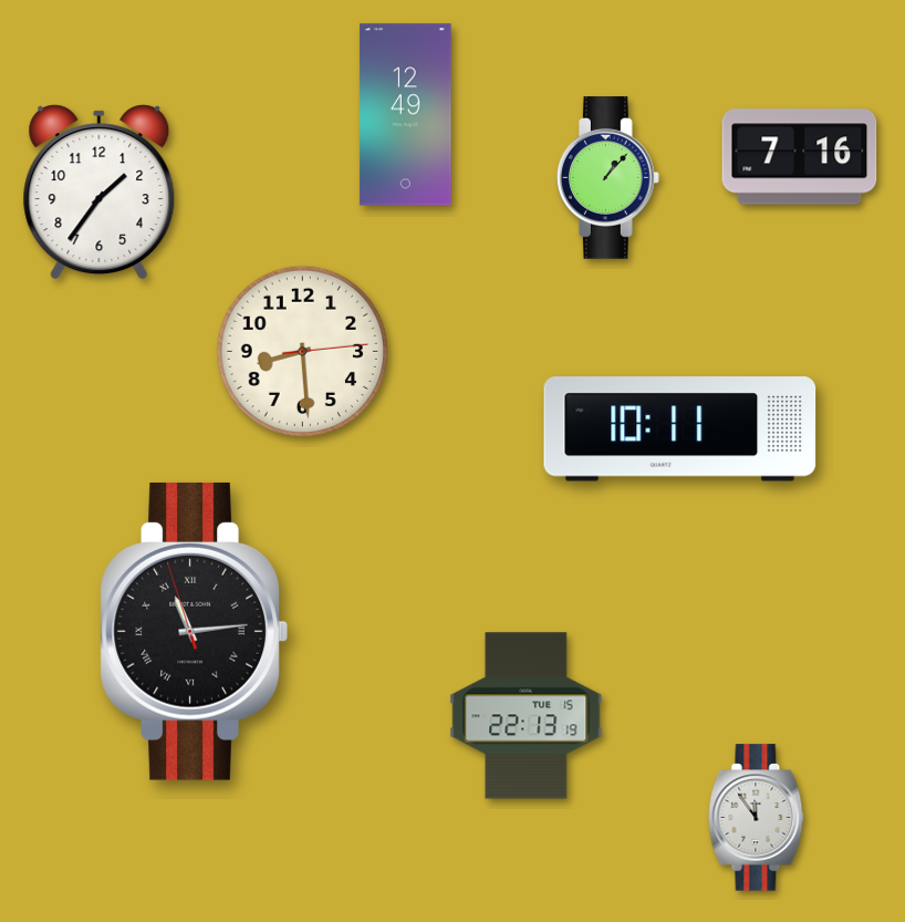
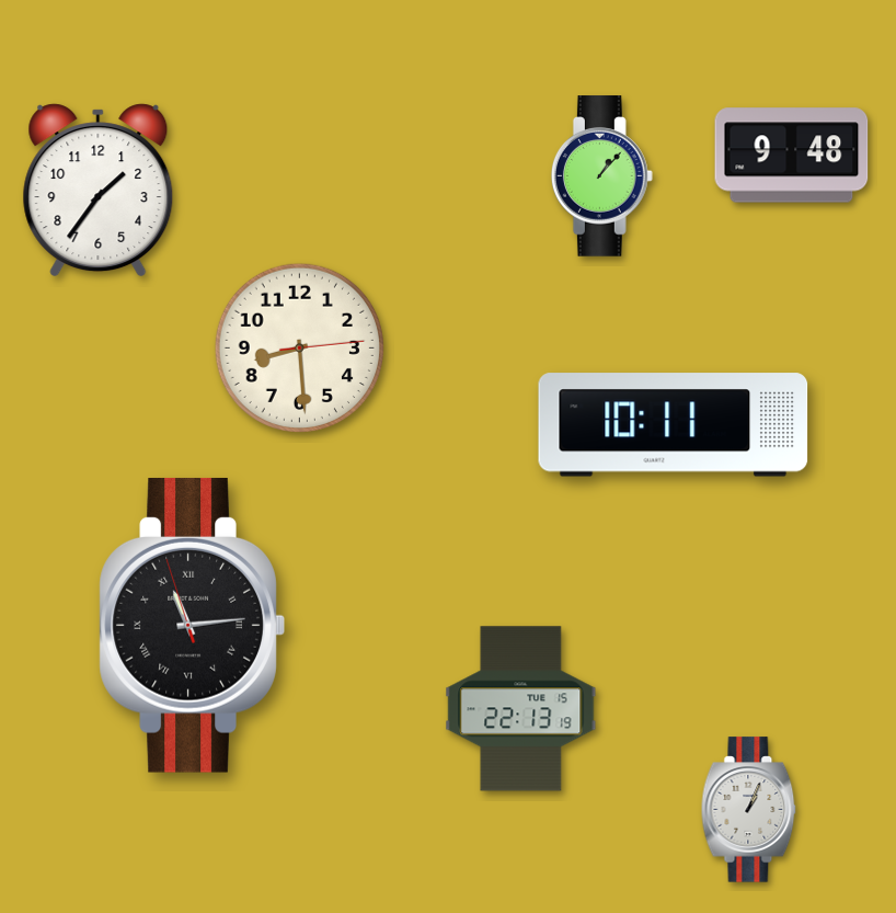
clock at (406, 115): 12:49 -> none
clock at (800, 157): 7:16 -> 9:48
clock at (757, 818): 11:54 -> 1:04
